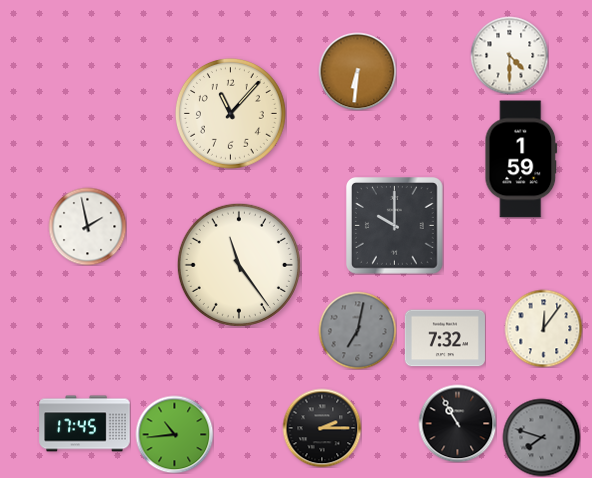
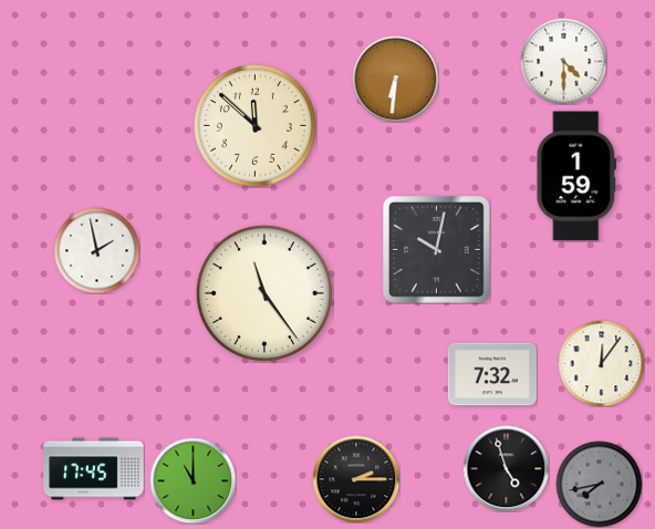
clock at (230, 113): 11:07 -> 11:52
clock at (395, 226): 10:00 -> 10:02
clock at (357, 330): 7:02 -> none
clock at (457, 423): 10:55 -> 4:57
clock at (322, 428) position: (322, 428) -> (356, 479)
clock at (174, 434): 10:44 -> 11:00
clock at (541, 437): 7:48 -> 7:43
